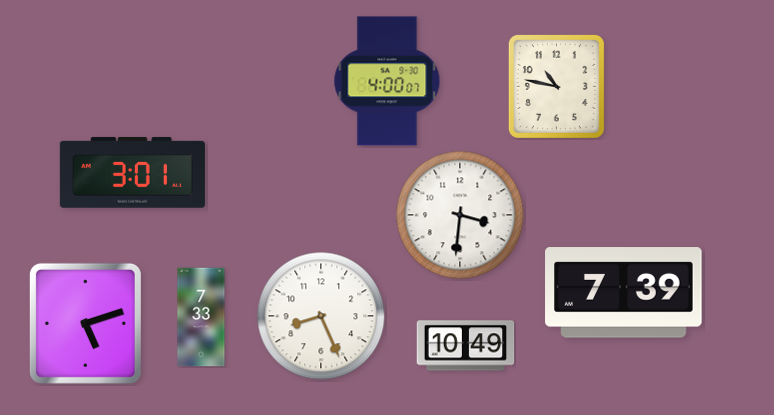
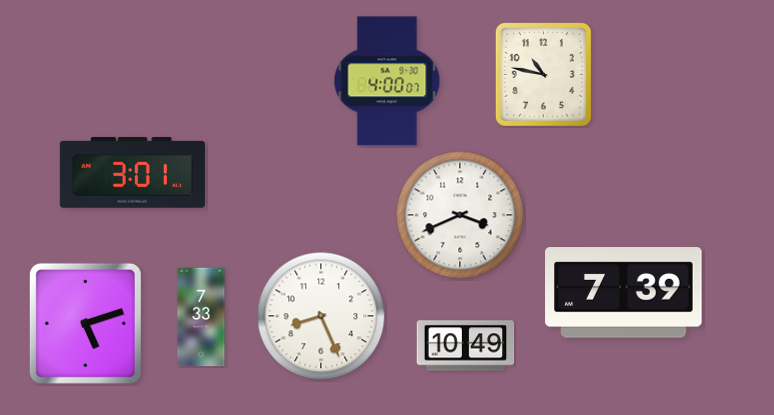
clock at (556, 86) position: (556, 86) -> (543, 74)
clock at (460, 215): 3:31 -> 3:41
